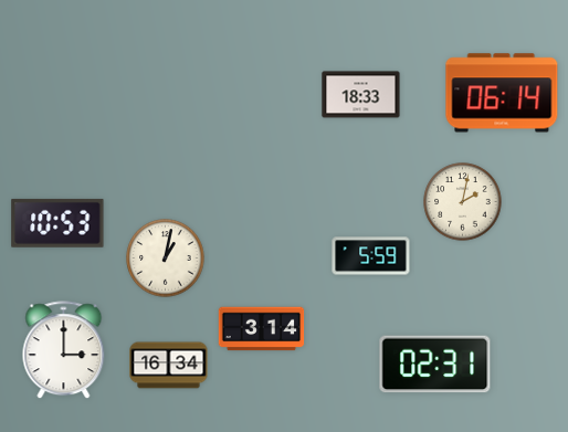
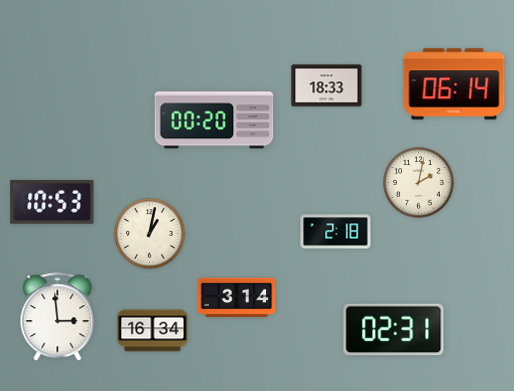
clock at (214, 120): none -> 00:20
clock at (371, 256): 5:59 -> 2:18
clock at (64, 350): 3:00 -> 2:59
